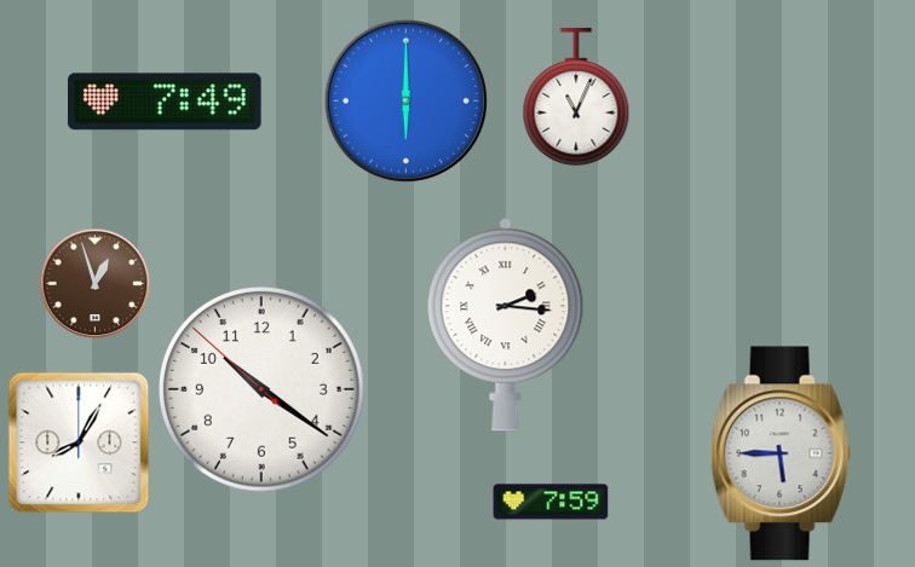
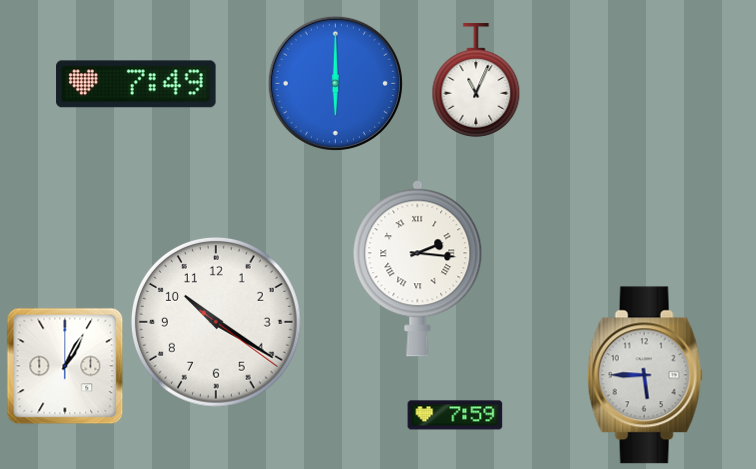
clock at (94, 283): 12:57 -> none
clock at (263, 390): 10:20:52 -> 10:20:21
clock at (79, 442): 8:05 -> 1:05
